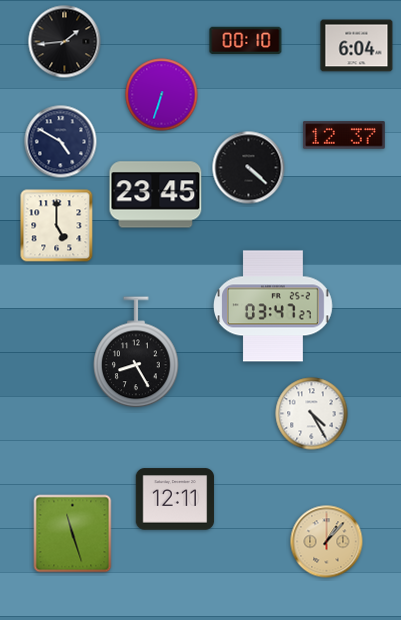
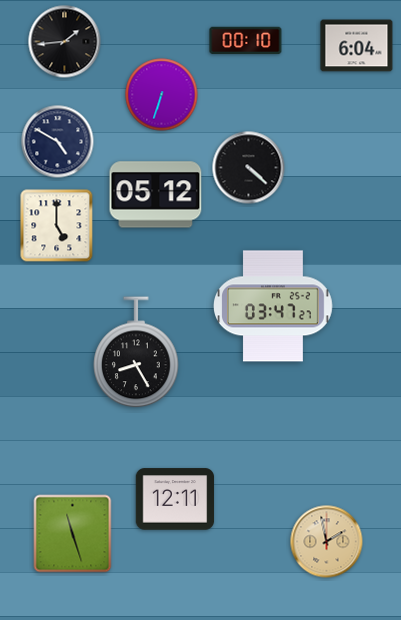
clock at (344, 135): 12:37 -> none
clock at (61, 142) position: (61, 142) -> (58, 142)
clock at (156, 195): 23:45 -> 05:12
clock at (312, 414): 4:25 -> none
clock at (327, 542): 1:07 -> 1:58
